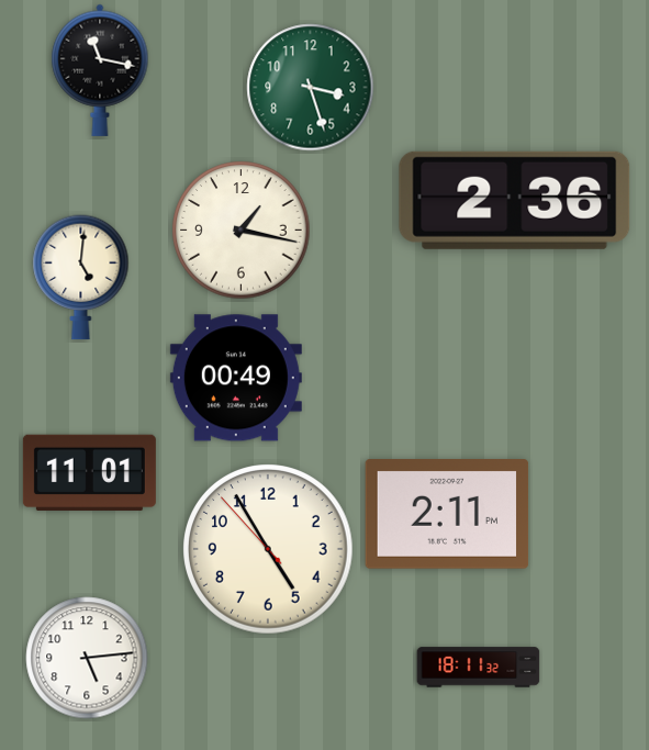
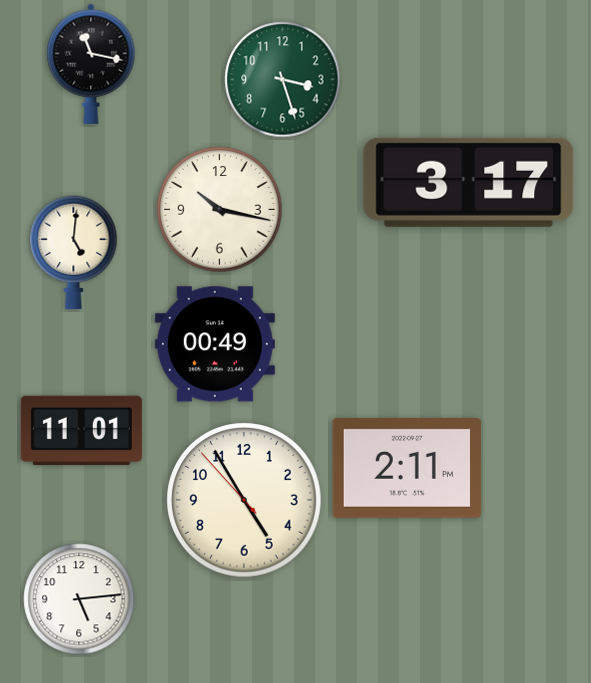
clock at (515, 200): 2:36 -> 3:17
clock at (242, 231): 1:17 -> 10:17
clock at (479, 668): 18:11 -> none
